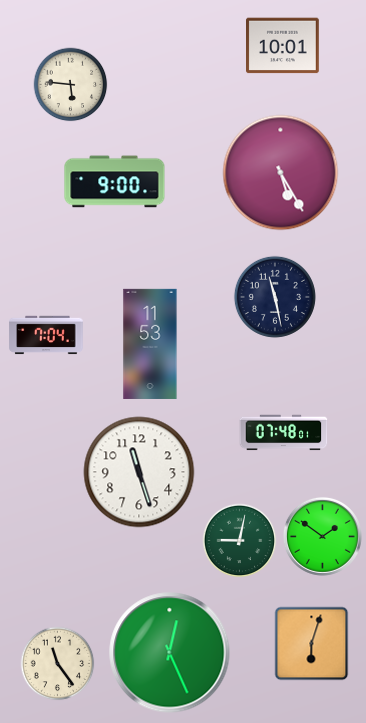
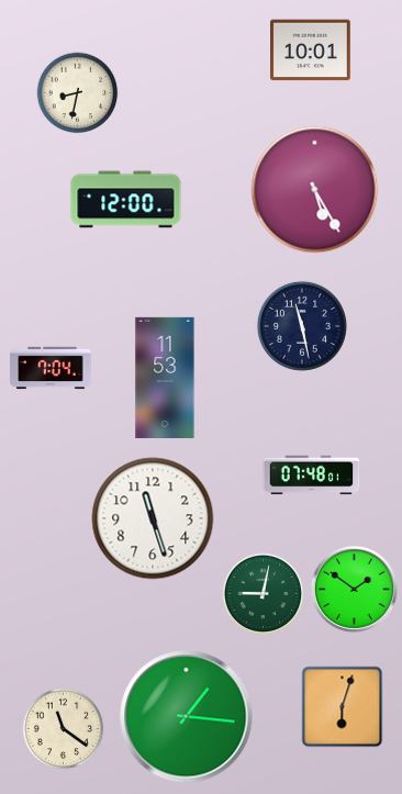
clock at (71, 85): 5:46 -> 8:32
clock at (281, 173) position: (281, 173) -> (315, 190)
clock at (115, 182): 9:00 -> 12:00
clock at (170, 653): 12:26 -> 1:16
clock at (58, 664): 11:24 -> 11:21
